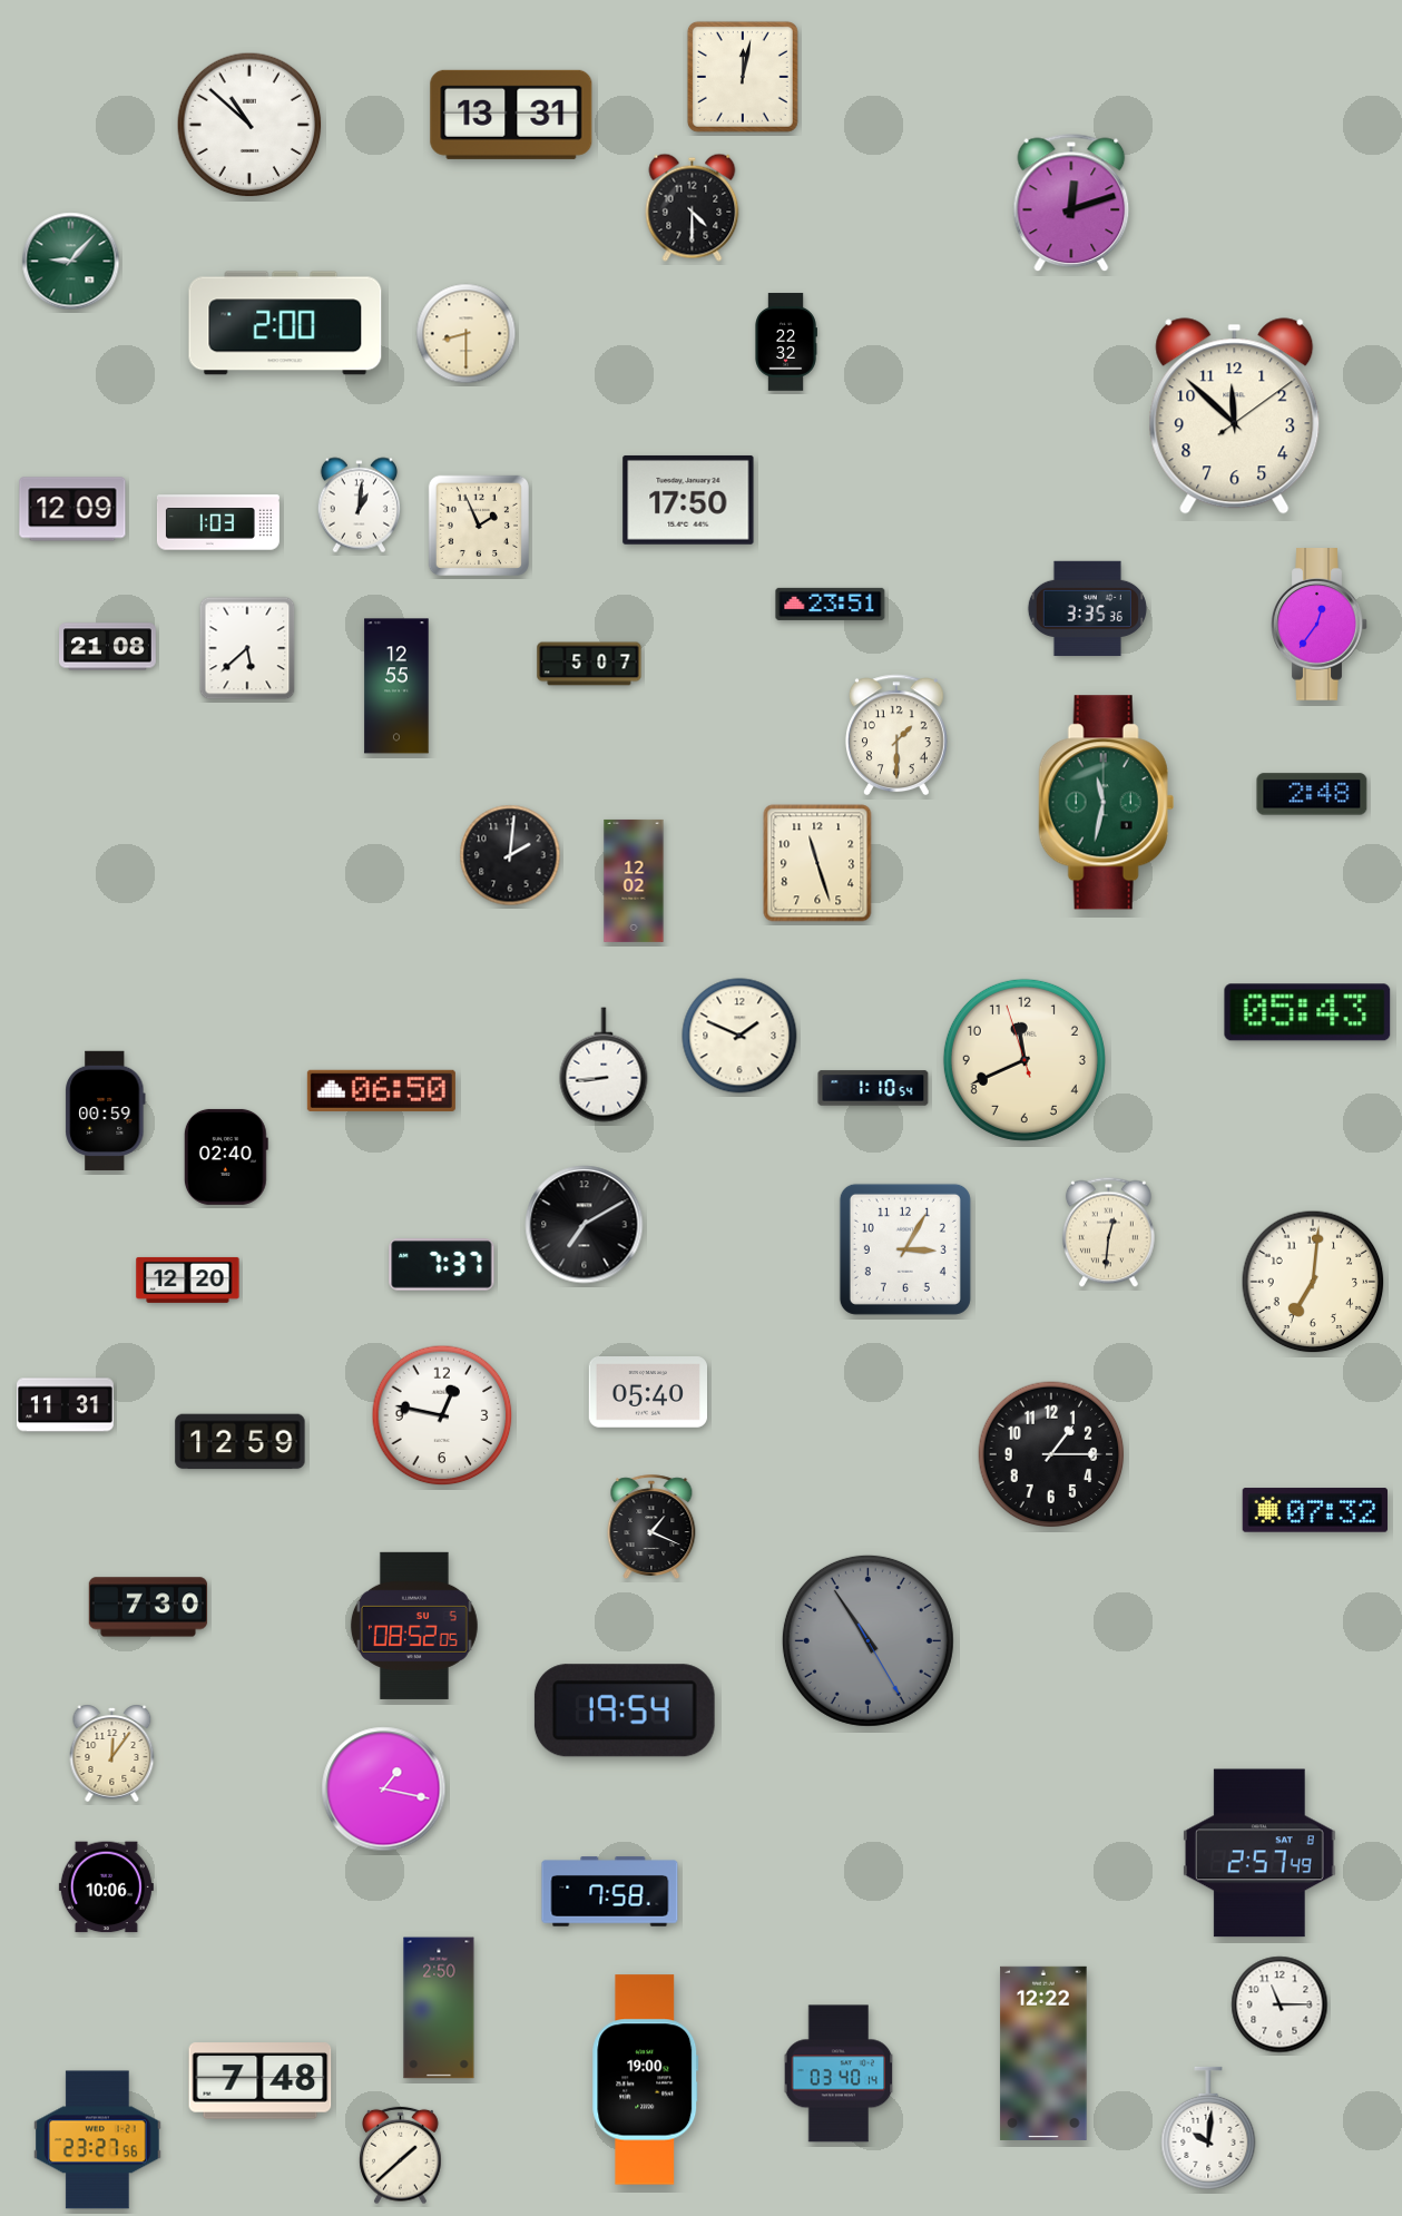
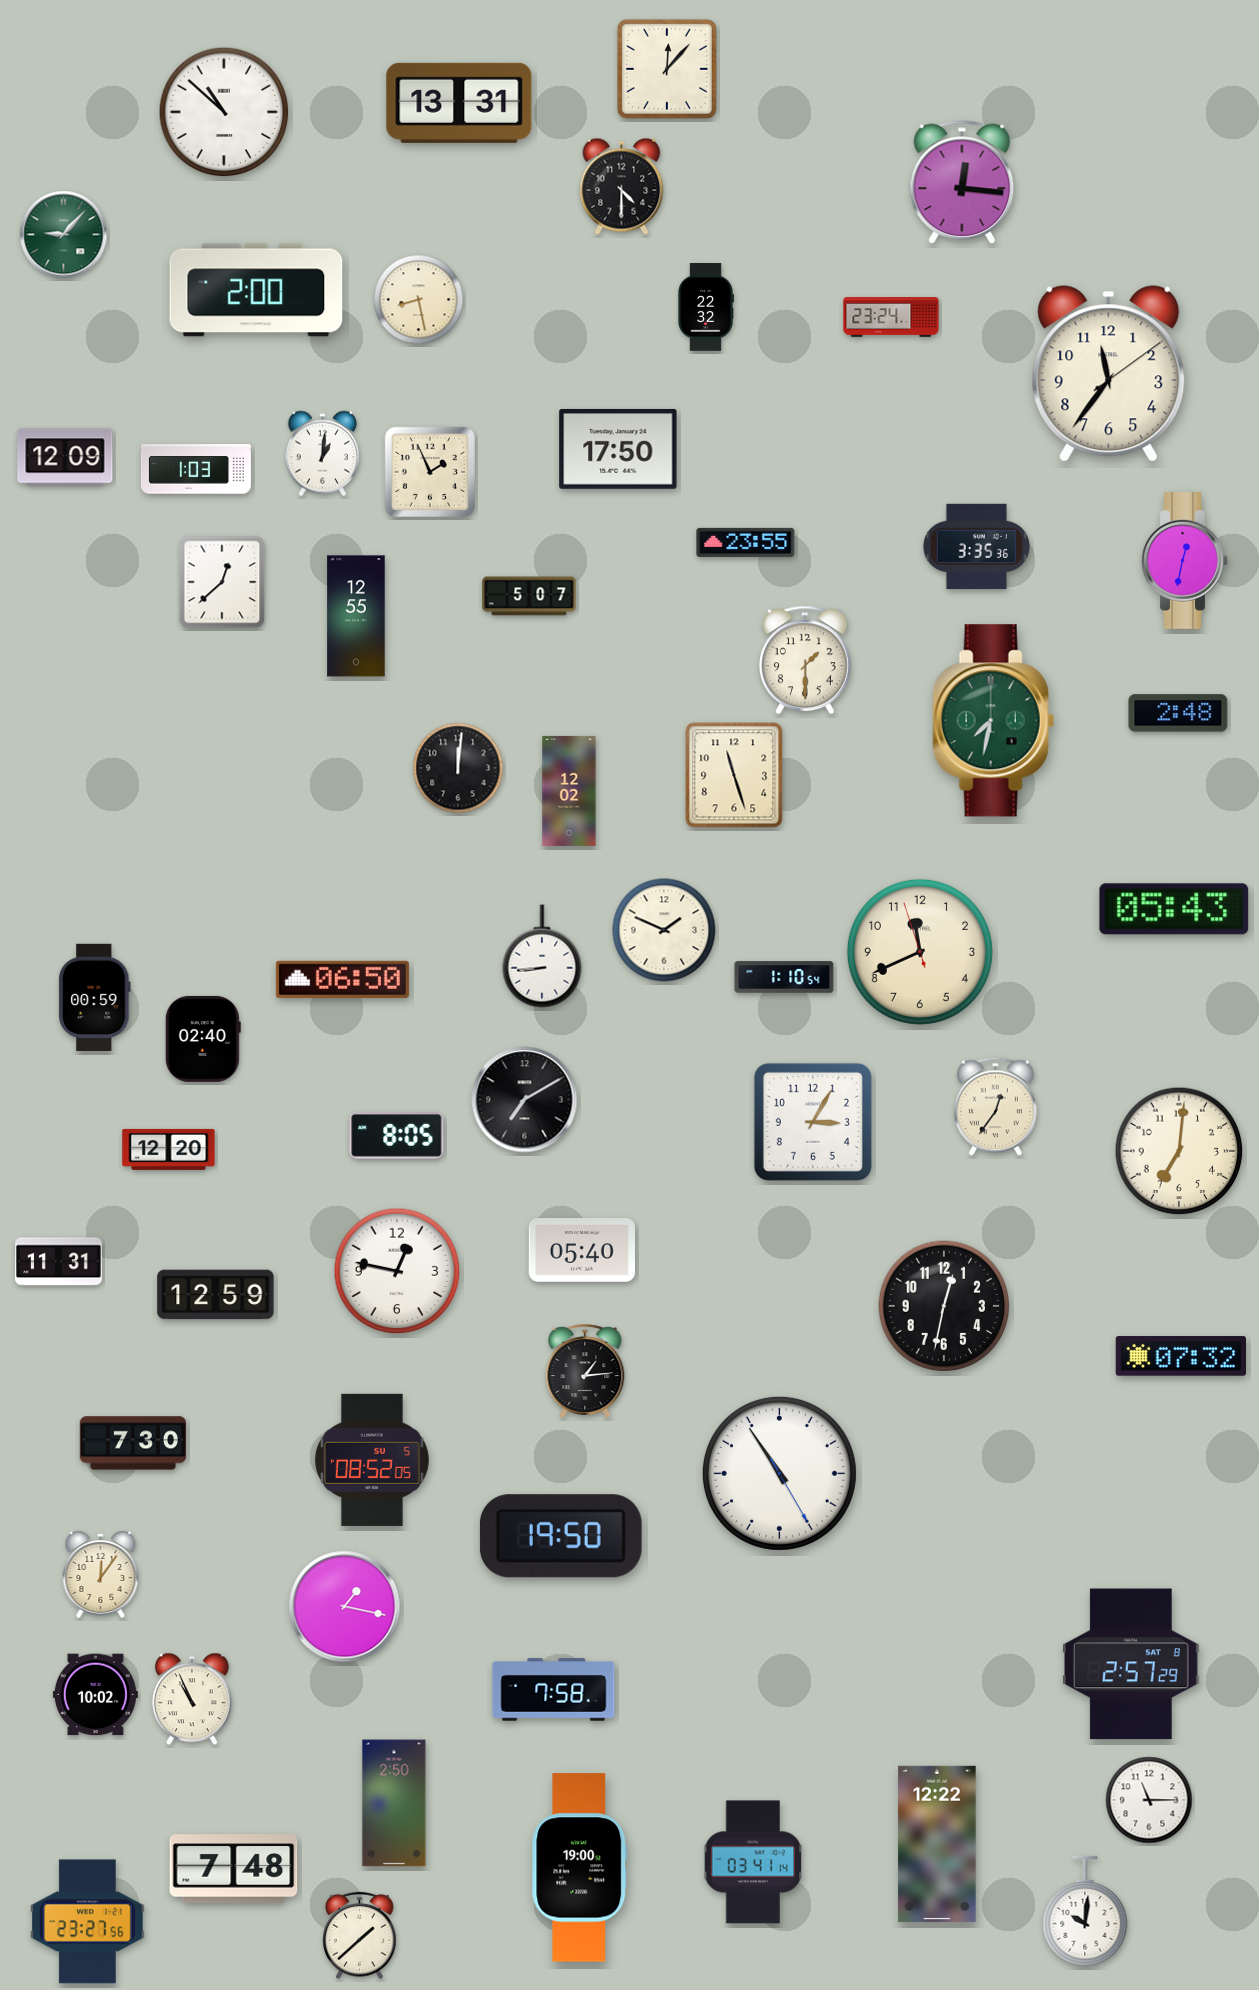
clock at (743, 77): 12:02 -> 12:07
clock at (1071, 203): 12:12 -> 12:16
clock at (467, 334): 8:30 -> 8:28
clock at (891, 317): none -> 23:24
clock at (1235, 416): 11:52 -> 11:36
clock at (831, 604): 23:51 -> 23:55
clock at (1320, 625): 12:36 -> 12:32
clock at (108, 647): 21:08 -> none
clock at (247, 648): 5:38 -> 12:38
clock at (1106, 803): 11:32 -> 7:32
clock at (510, 855): 2:01 -> 12:01
clock at (1108, 1233): 12:31 -> 12:36
clock at (442, 1265): 7:37 -> 8:05
clock at (1051, 1454): 1:15 -> 12:32
clock at (651, 1527): 1:19 -> 1:14
clock at (867, 1640) dial: grey -> white
clock at (625, 1710): 19:54 -> 19:50
clock at (1259, 1853): 2:57:49 -> 2:57:29
clock at (106, 1887): 10:06 -> 10:02
clock at (192, 1699): none -> 10:56
clock at (610, 1892) position: (610, 1892) -> (554, 1690)
clock at (839, 2073): 03:40 -> 03:41
